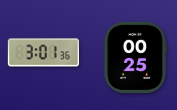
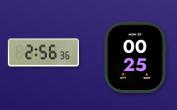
clock at (43, 53): 3:01 -> 2:56
